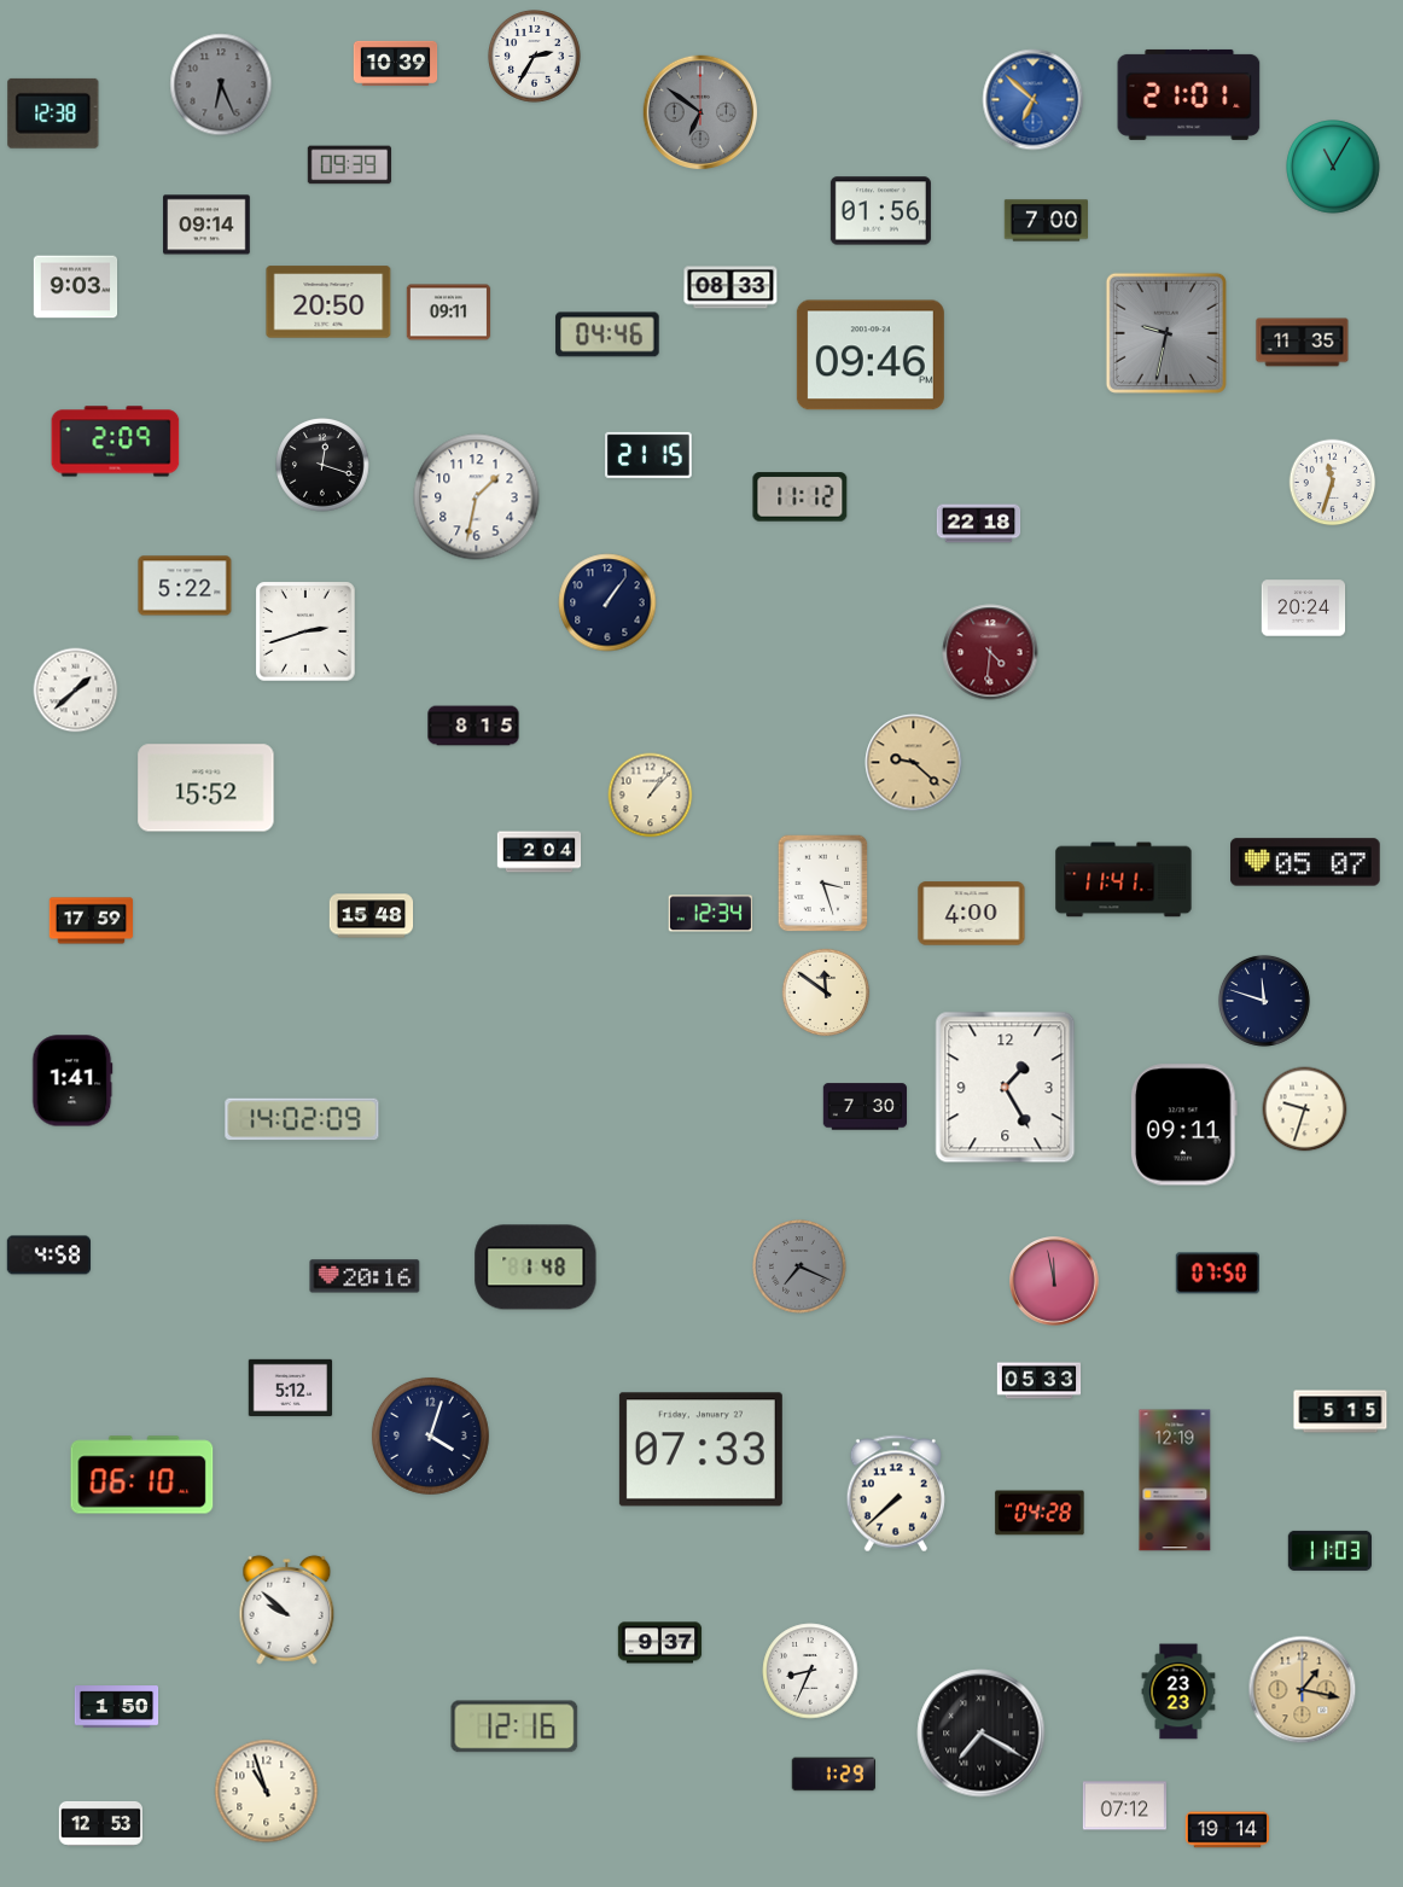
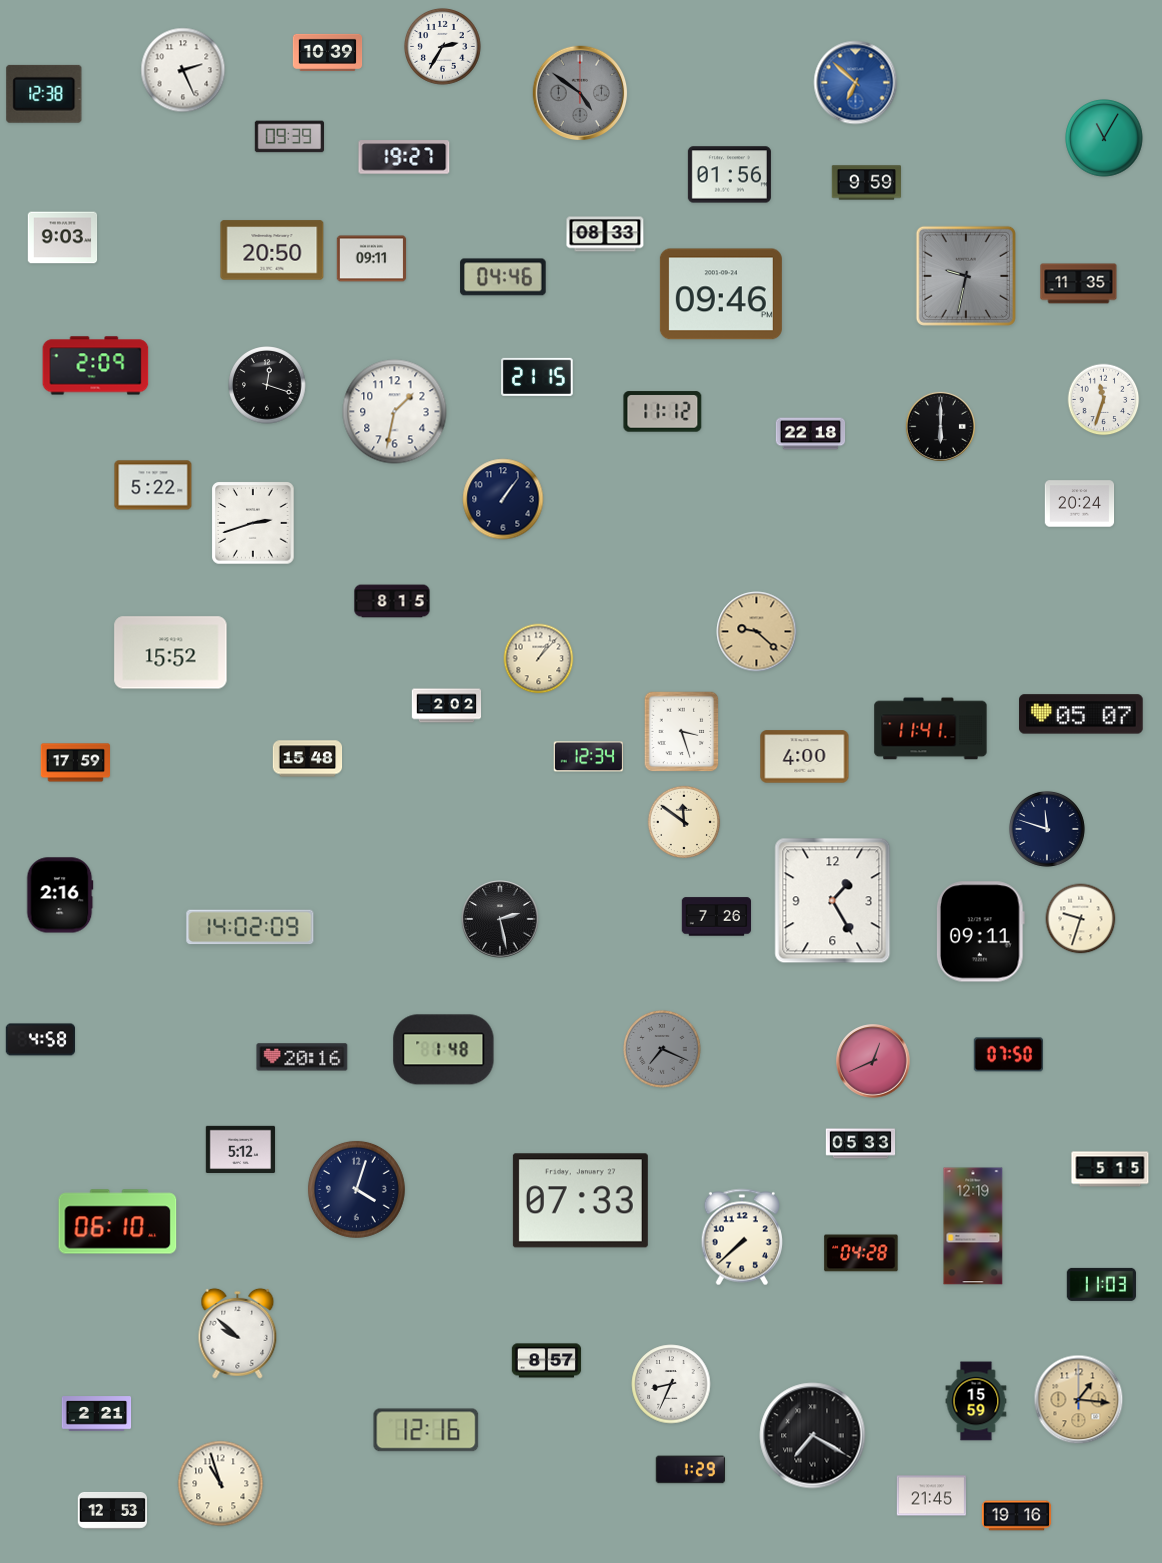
clock at (221, 85): 6:26 -> 2:26
clock at (221, 85) dial: grey -> white
clock at (1189, 94): 21:01 -> none
clock at (700, 112): 6:51 -> 4:51
clock at (404, 157): none -> 19:27
clock at (1047, 221): 7:00 -> 9:59
clock at (206, 225): 09:14 -> none
clock at (730, 287) position: (730, 287) -> (605, 234)
clock at (940, 426): none -> 6:00
clock at (990, 652): 4:31 -> none
clock at (76, 691): 1:38 -> none
clock at (540, 852): 2:04 -> 2:02
clock at (72, 1081): 1:41 -> 2:16
clock at (866, 1107): 7:30 -> 7:26
clock at (500, 919): none -> 2:28
clock at (1054, 1281): 11:58 -> 12:41
clock at (660, 1643): 9:37 -> 8:57
clock at (1303, 1690): 1:17 -> 1:16
clock at (1178, 1691): 23:23 -> 15:59
clock at (117, 1707): 1:50 -> 2:21
clock at (1124, 1806): 07:12 -> 21:45
clock at (101, 1823) position: (101, 1823) -> (113, 1510)
clock at (1228, 1830): 19:14 -> 19:16
